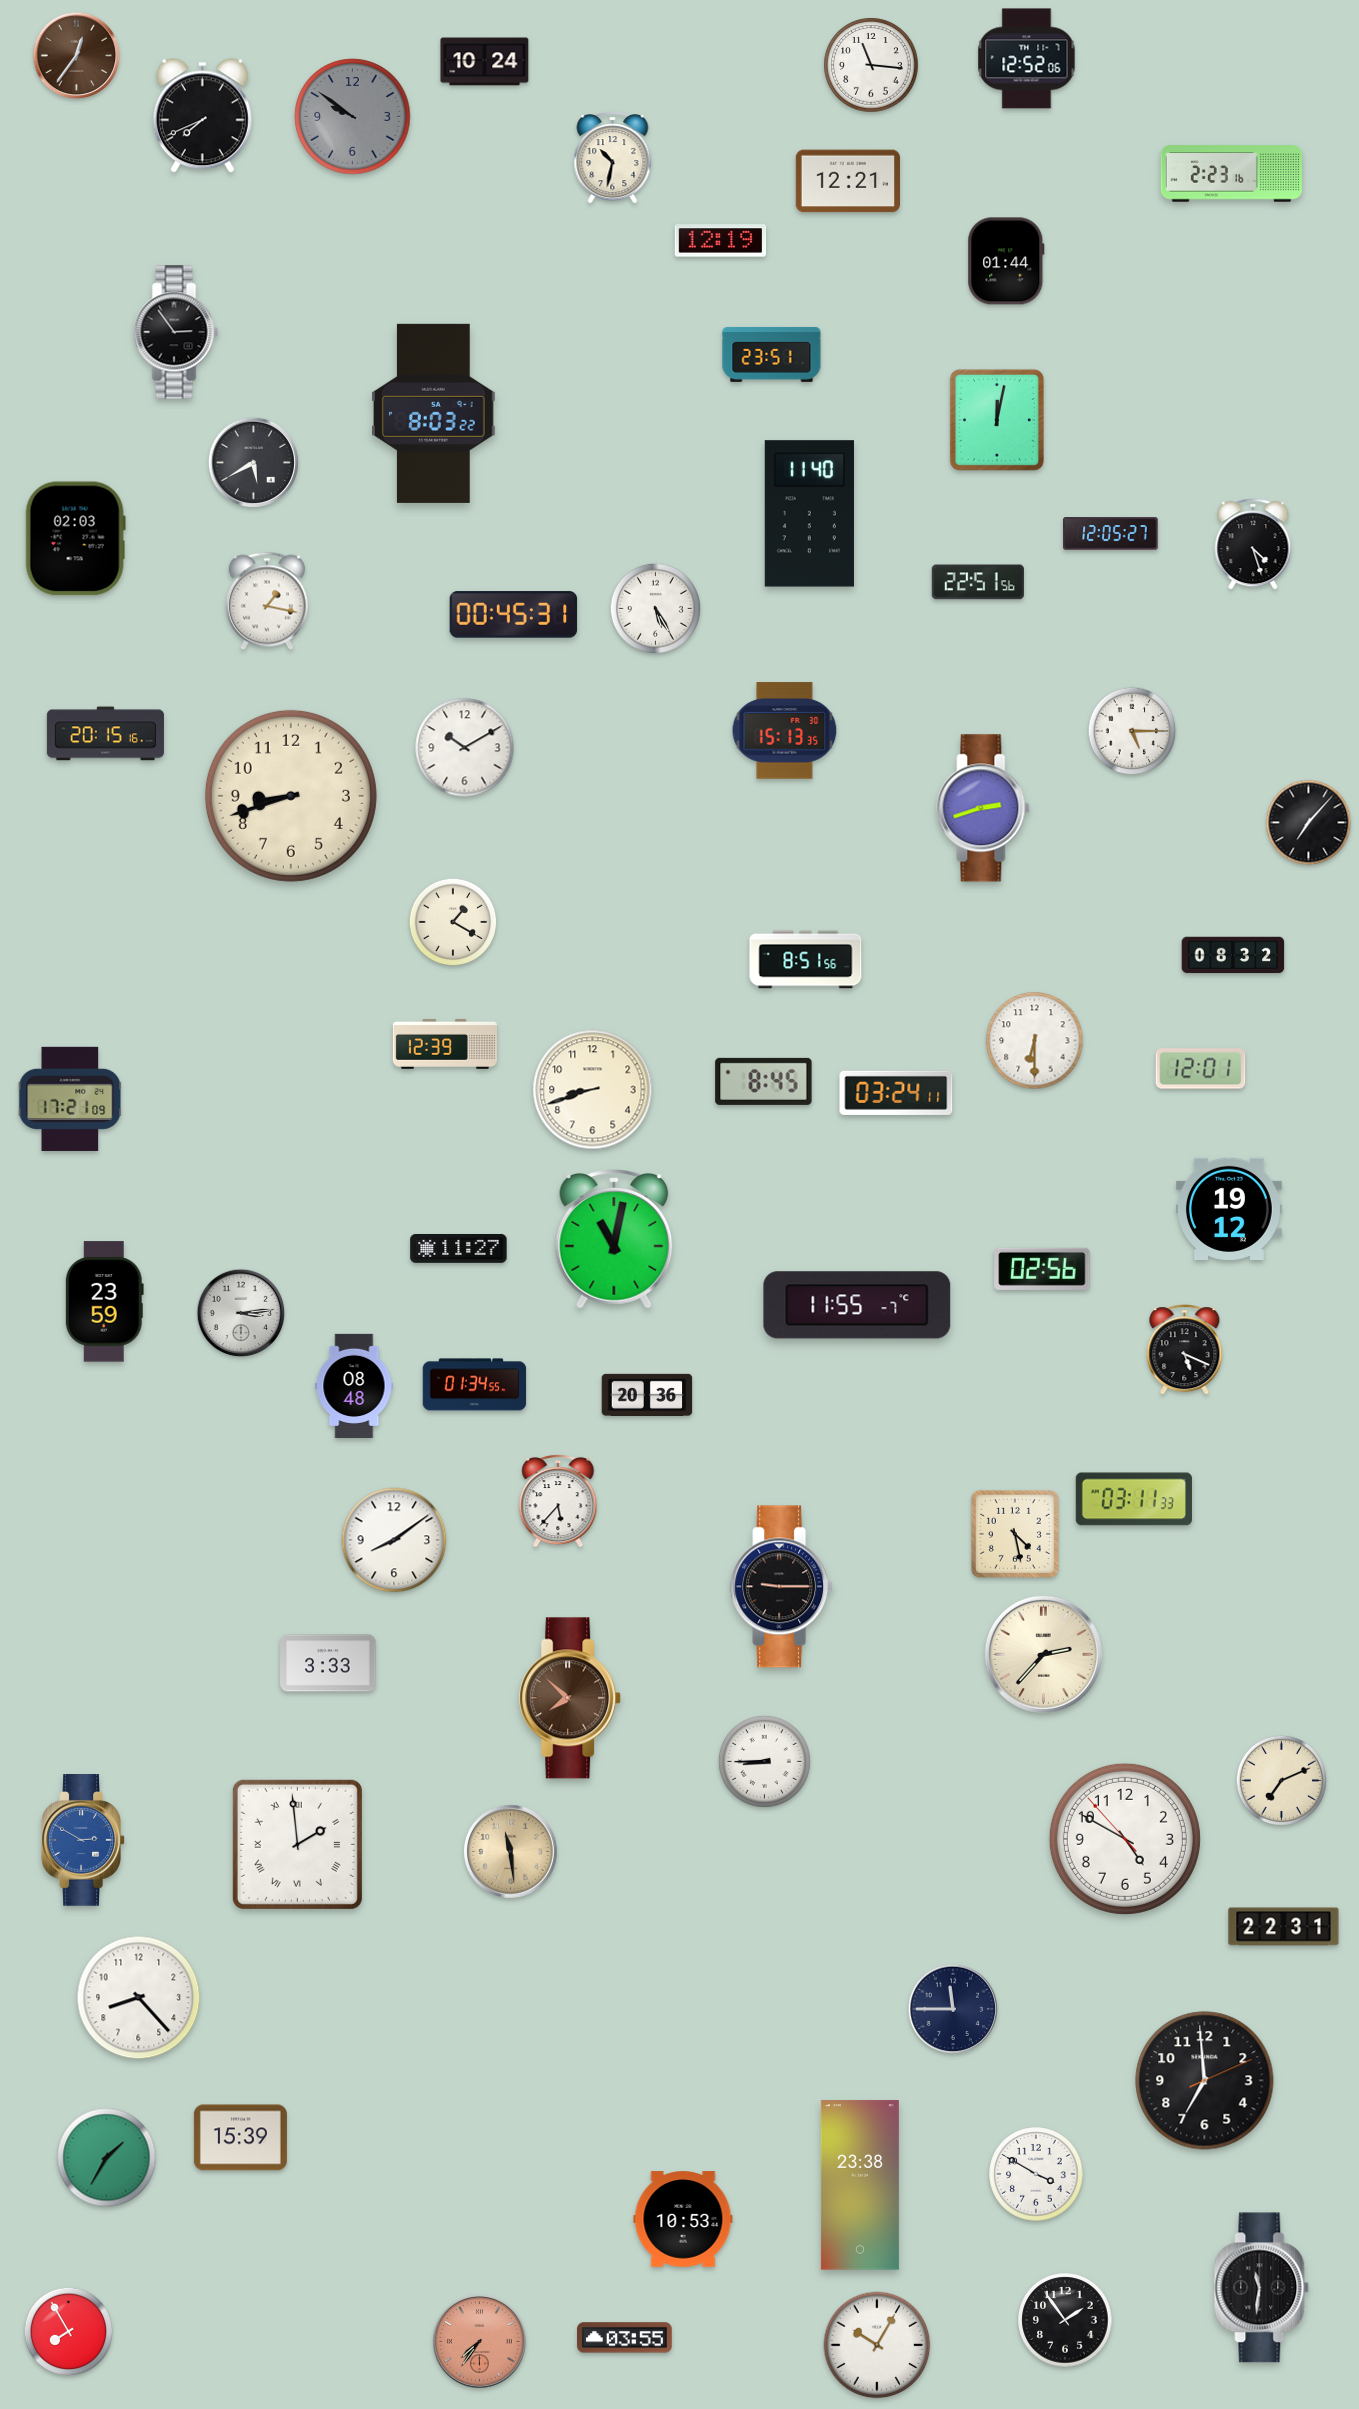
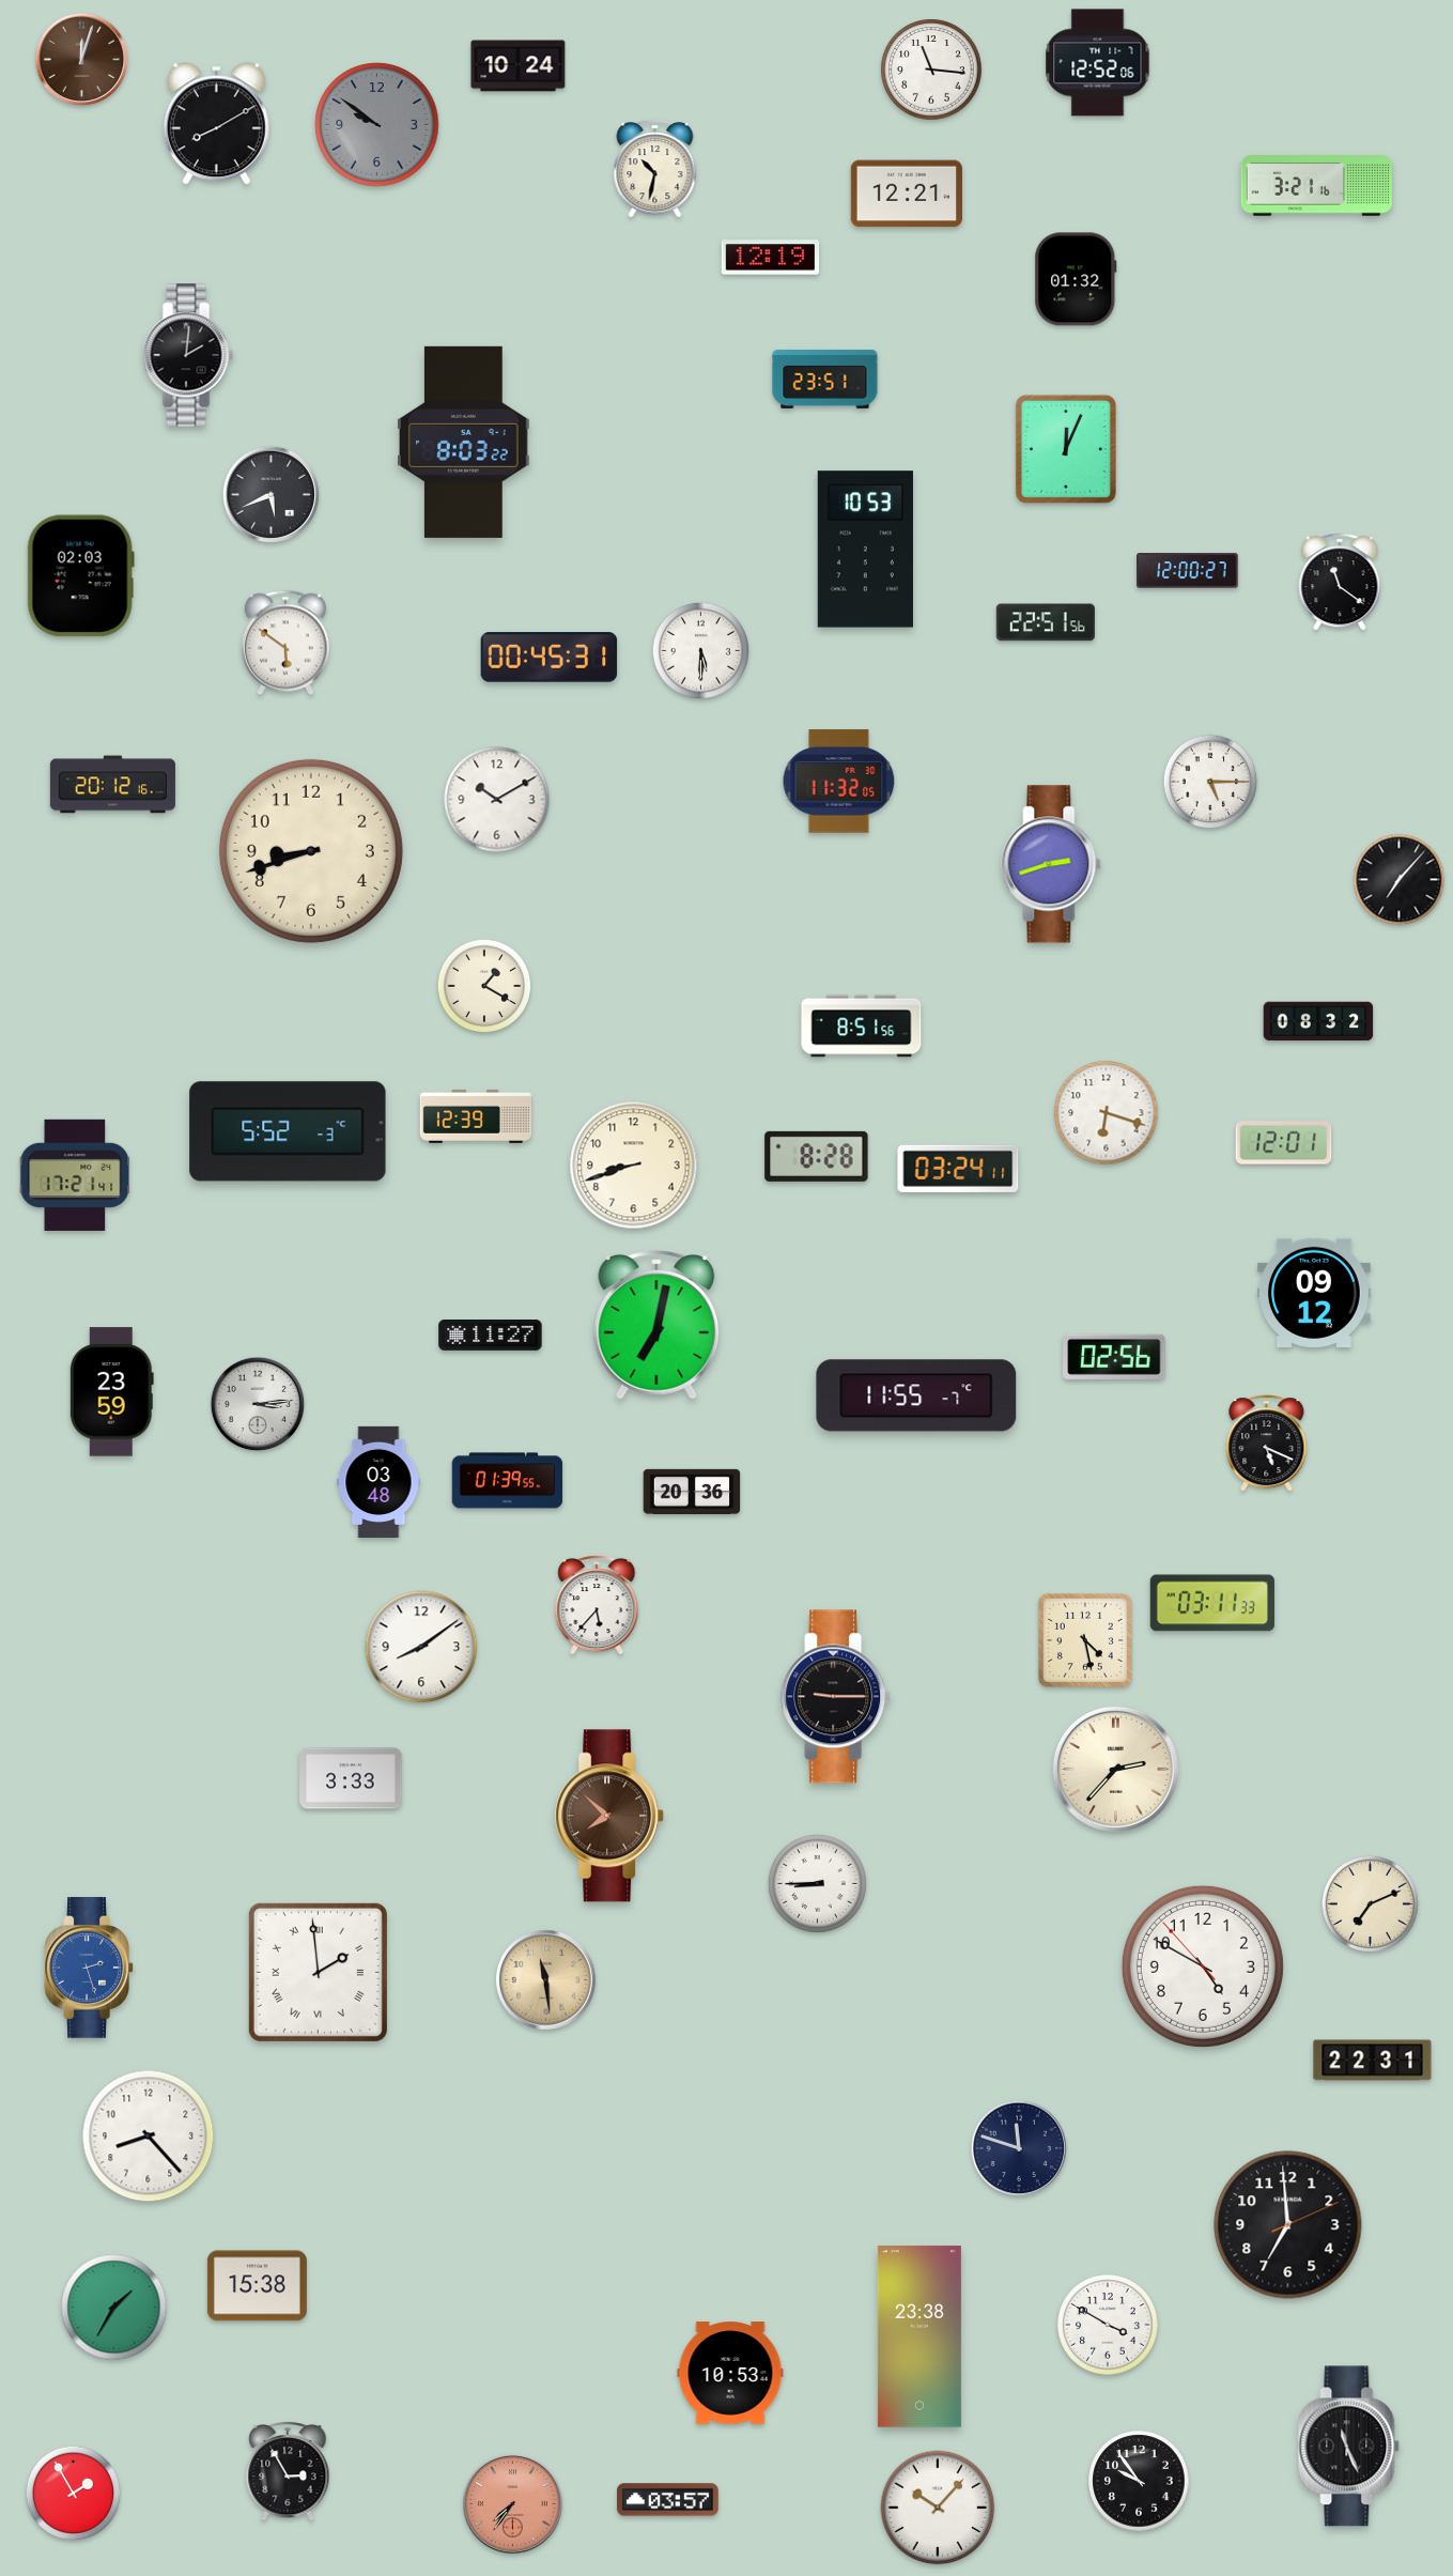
clock at (77, 56): 12:36 -> 12:03
clock at (202, 116): 7:41 -> 8:10
clock at (1231, 174): 2:23 -> 3:21
clock at (1006, 261): 01:44 -> 01:32
clock at (176, 332): 2:54 -> 2:01
clock at (997, 420): 12:02 -> 12:04
clock at (253, 462): 5:40 -> 5:41
clock at (809, 514): 11:40 -> 10:53
clock at (1111, 534): 12:05 -> 12:00
clock at (1253, 544): 4:27 -> 11:21
clock at (267, 601): 1:17 -> 5:51
clock at (655, 608): 5:25 -> 5:30
clock at (785, 731): 15:13 -> 11:32
clock at (105, 734): 20:15 -> 20:12
clock at (1035, 1041): 6:30 -> 6:18
clock at (288, 1131): none -> 5:52
clock at (764, 1081): 8:45 -> 8:28
clock at (70, 1099): 17:21:09 -> 17:21:41
clock at (1229, 1209): 19:12 -> 09:12
clock at (614, 1239): 11:02 -> 7:02
clock at (354, 1385): 08:48 -> 03:48
clock at (475, 1385): 01:34 -> 01:39
clock at (83, 1841): 2:50 -> 2:27
clock at (952, 2008): 11:45 -> 11:48
clock at (240, 2138): 15:39 -> 15:38
clock at (1262, 2288): 11:31 -> 11:26
clock at (288, 2471): none -> 2:55
clock at (1065, 2320): 1:54 -> 9:54
clock at (69, 2332): 7:55 -> 1:55
clock at (625, 2338): 03:55 -> 03:57
clock at (877, 2345): 10:05 -> 10:07
